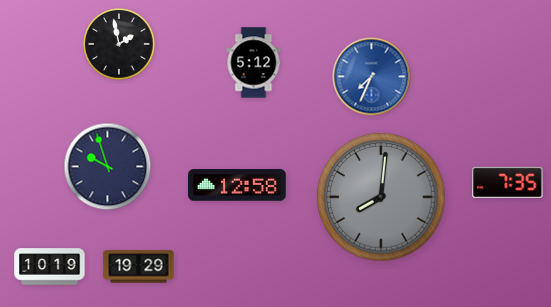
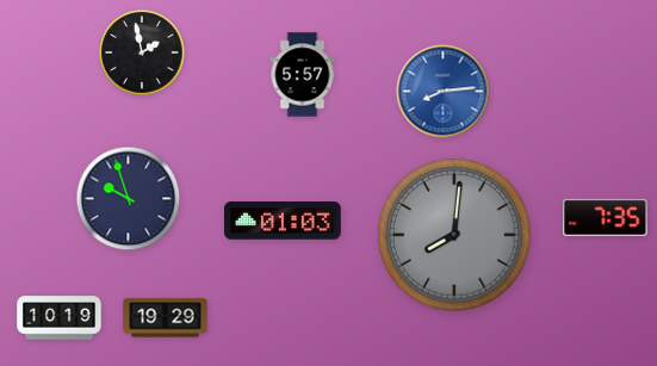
clock at (254, 63): 5:12 -> 5:57
clock at (372, 77): 7:34 -> 8:14
clock at (237, 185): 12:58 -> 01:03
